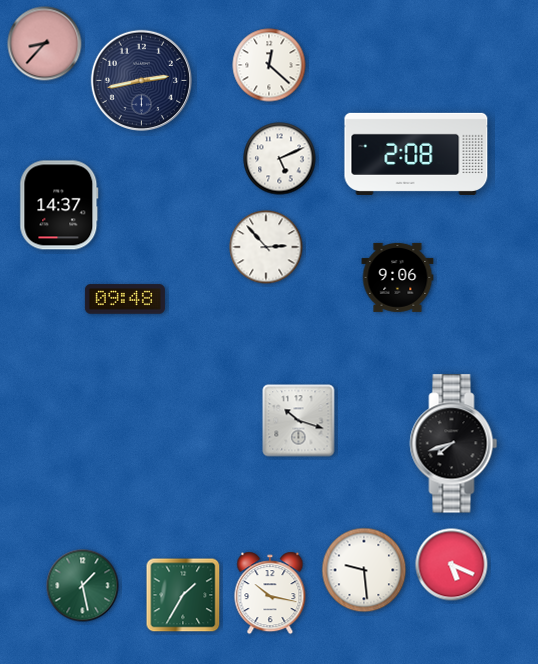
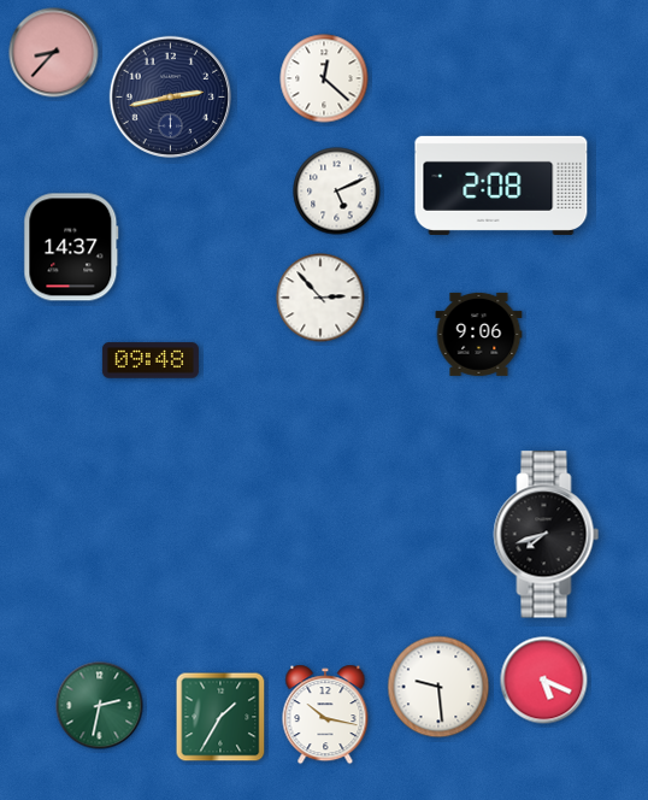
clock at (299, 421): 10:18 -> none
clock at (83, 586): 1:28 -> 2:32
